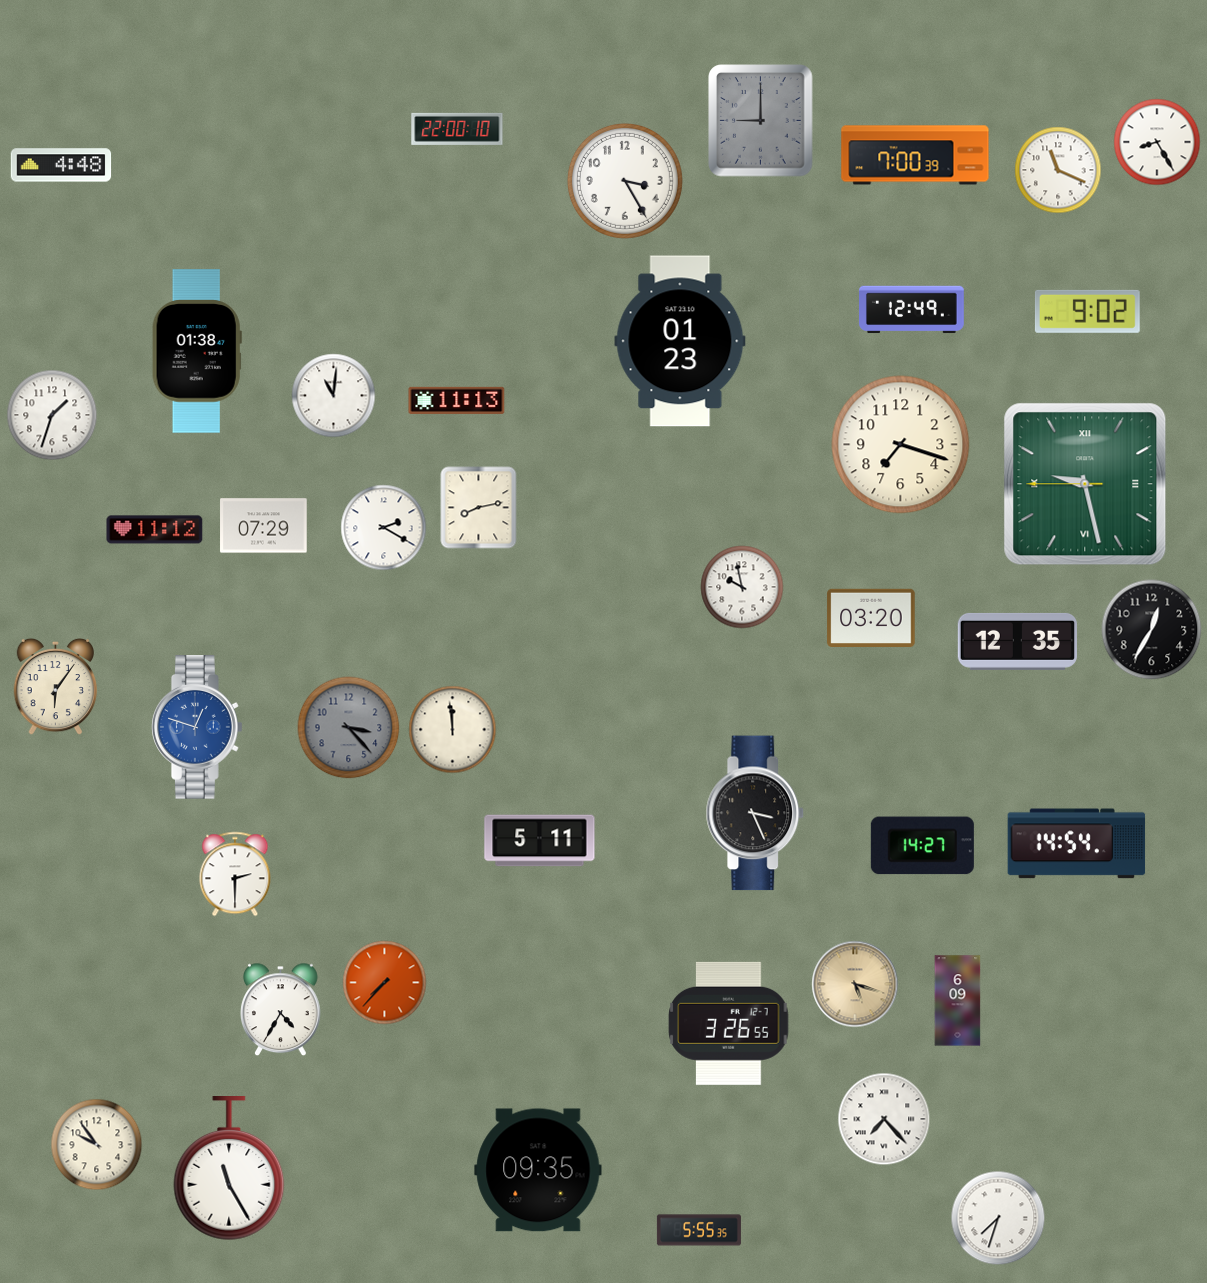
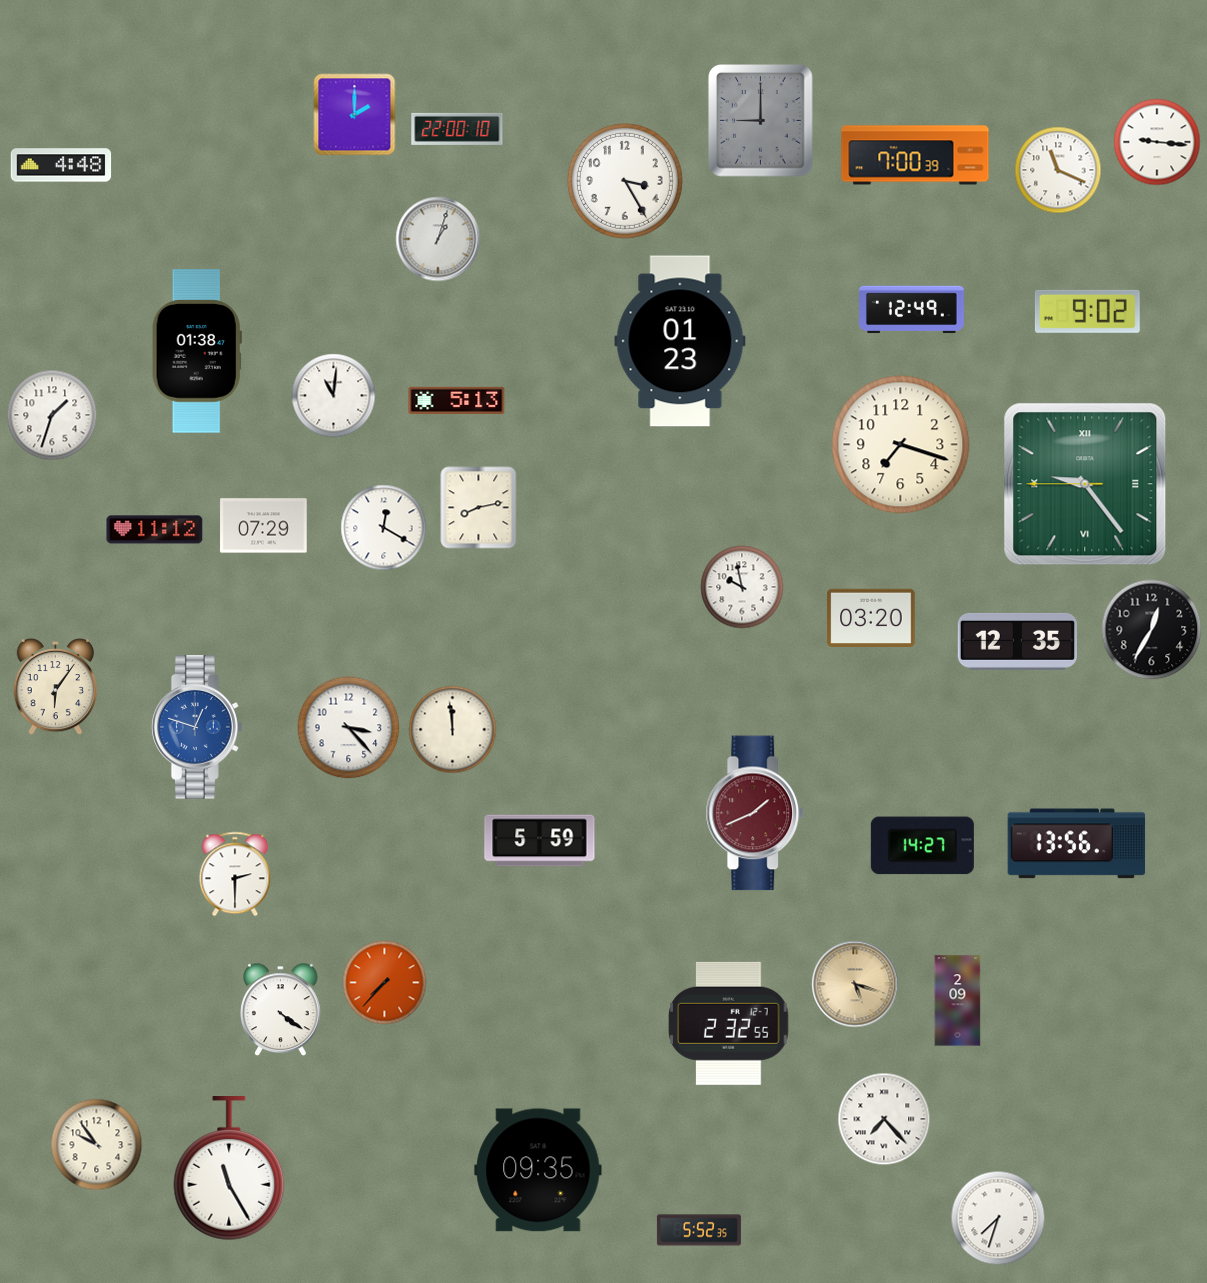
clock at (355, 115): none -> 2:00
clock at (1157, 142): 8:25 -> 9:16
clock at (438, 239): none -> 1:03
clock at (457, 400): 11:13 -> 5:13
clock at (1085, 484): 9:27 -> 9:23
clock at (384, 528): 2:20 -> 12:20
clock at (349, 728) dial: grey -> white
clock at (755, 813): 3:26 -> 1:41
clock at (755, 813) dial: black -> burgundy
clock at (540, 841): 5:11 -> 5:59
clock at (1077, 844): 14:54 -> 13:56
clock at (958, 1001): 6:09 -> 2:09
clock at (281, 1010): 4:35 -> 4:21
clock at (729, 1023): 3:26 -> 2:32
clock at (699, 1230): 5:55 -> 5:52
